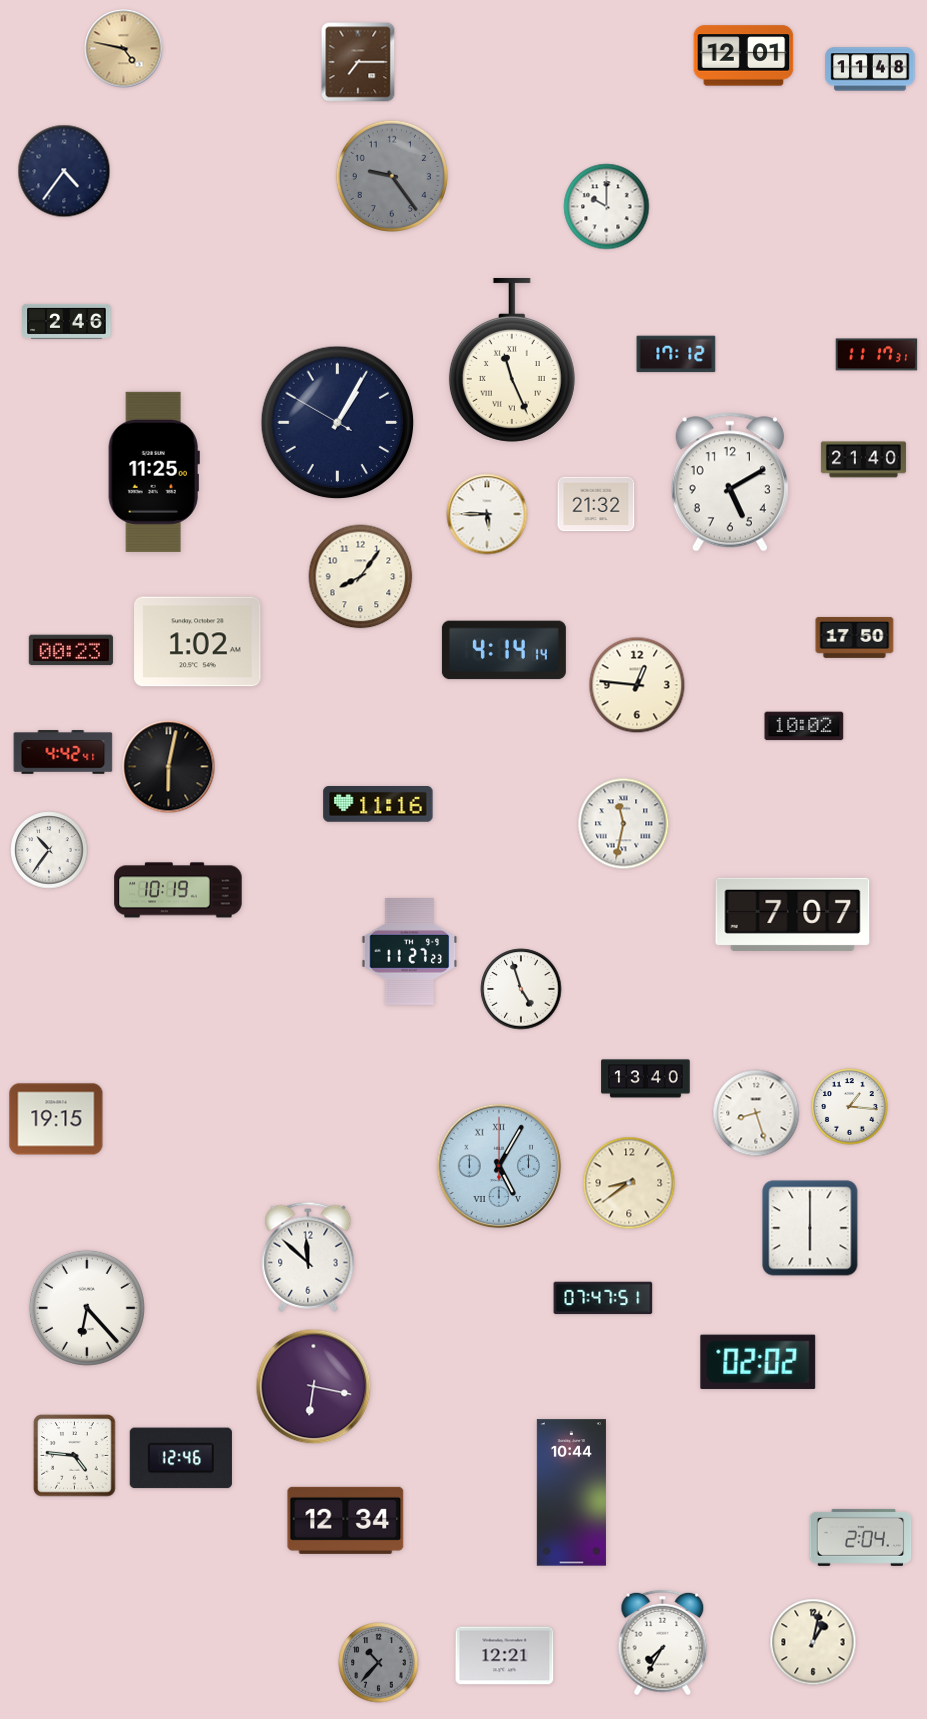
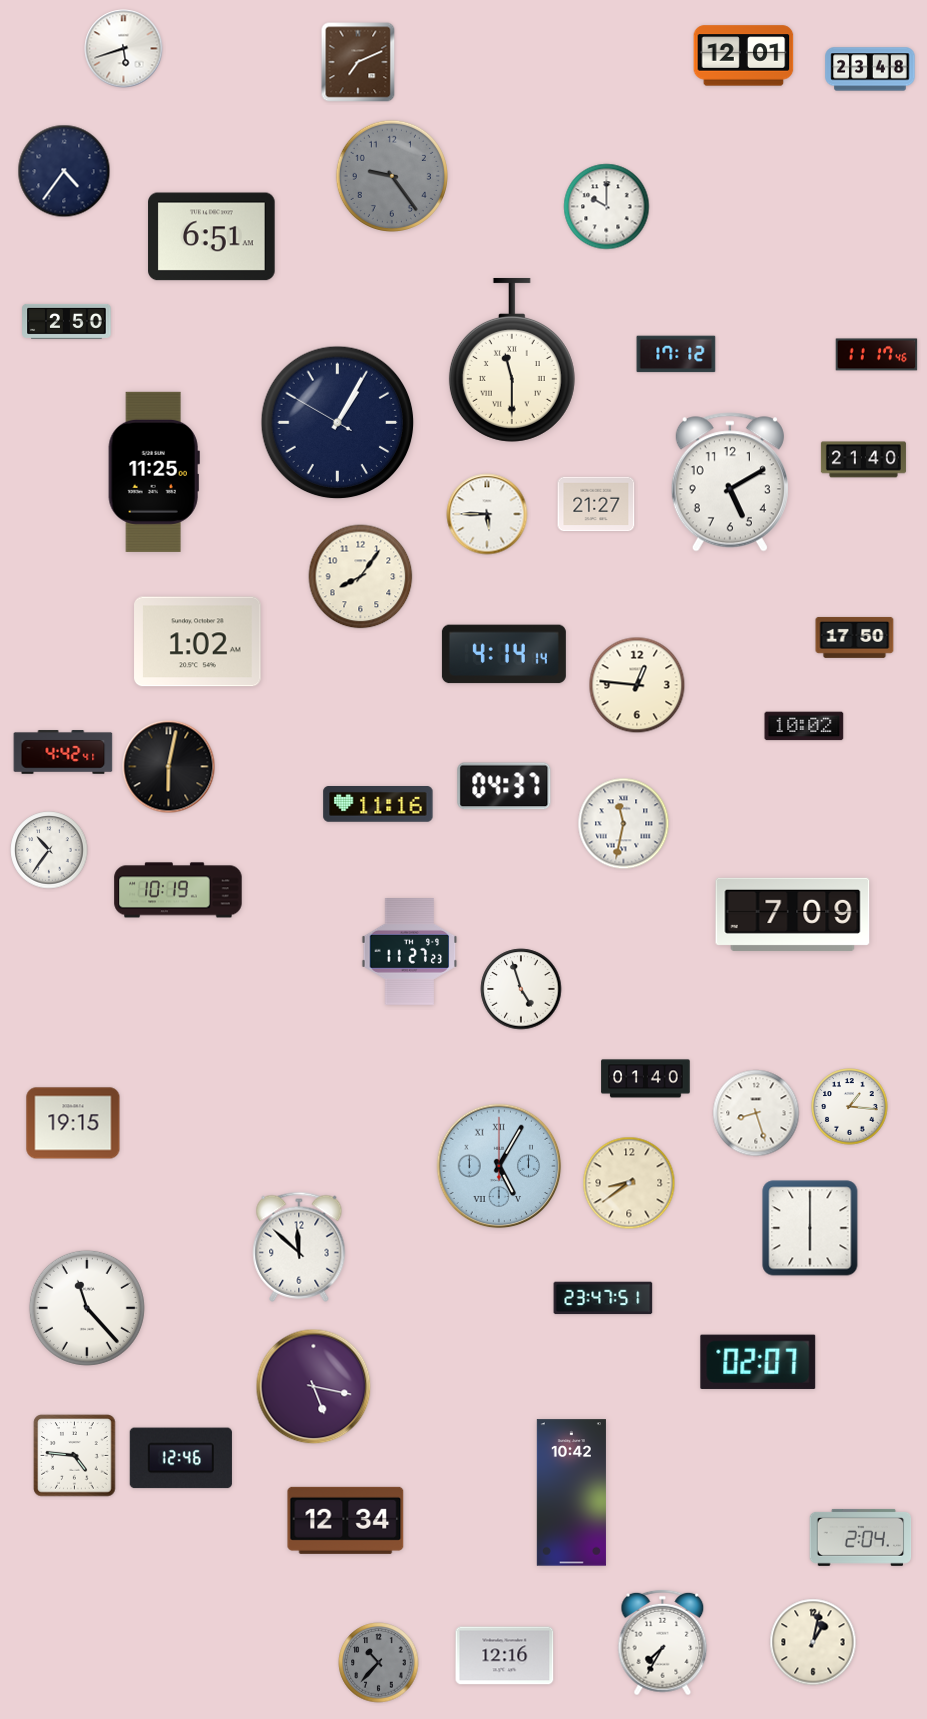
clock at (124, 49): 4:47 -> 5:42
clock at (124, 49) dial: champagne -> white
clock at (358, 62): 7:15 -> 7:11
clock at (870, 69): 11:48 -> 23:48
clock at (212, 237): none -> 6:51
clock at (67, 321): 2:46 -> 2:50
clock at (877, 355): 11:17:31 -> 11:17:46
clock at (512, 360): 11:26 -> 11:30
clock at (596, 504): 21:32 -> 21:27
clock at (71, 650): 00:23 -> none
clock at (504, 650) position: (504, 650) -> (504, 654)
clock at (504, 786): none -> 04:37
clock at (793, 914): 7:07 -> 7:09
clock at (646, 1079): 13:40 -> 01:40
clock at (56, 1119) position: (56, 1119) -> (73, 1123)
clock at (308, 1257) position: (308, 1257) -> (299, 1247)
clock at (603, 1298): 07:47 -> 23:47
clock at (87, 1308): 6:23 -> 11:23
clock at (758, 1362): 02:02 -> 02:07
clock at (314, 1387): 6:17 -> 5:17
clock at (571, 1493): 10:44 -> 10:42
clock at (505, 1656): 12:21 -> 12:16
